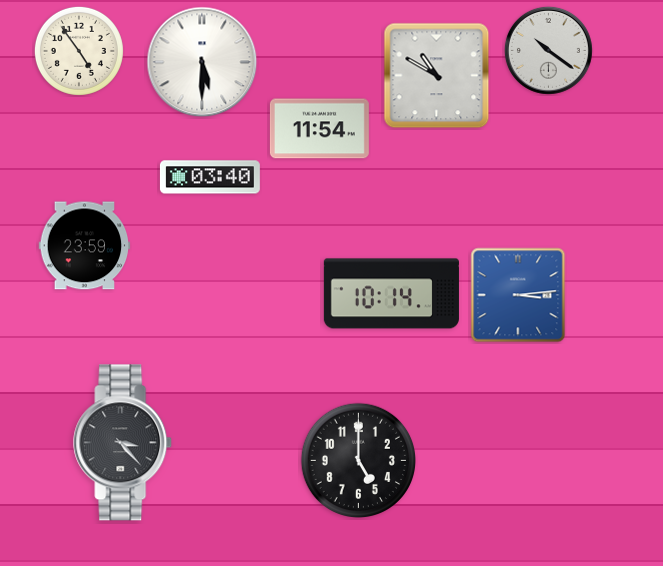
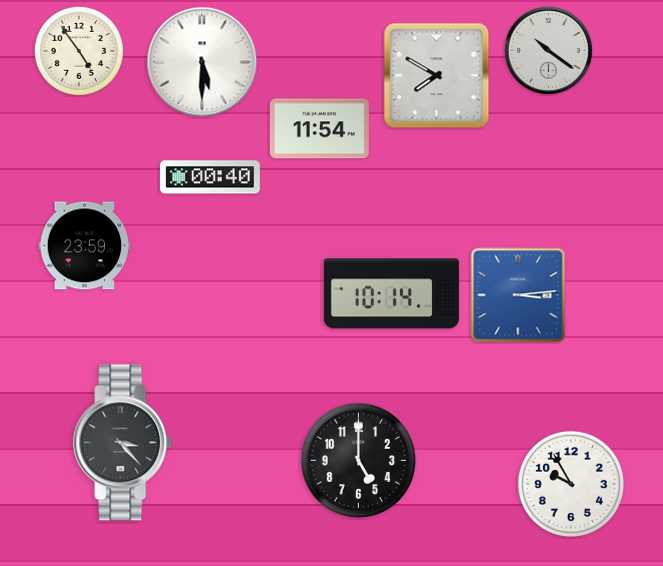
clock at (437, 76): 10:50 -> 7:50
clock at (210, 177): 03:40 -> 00:40
clock at (571, 484): none -> 9:55
